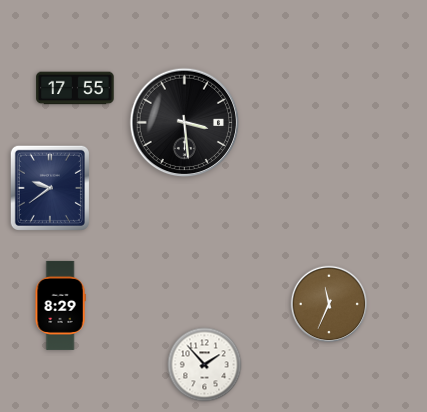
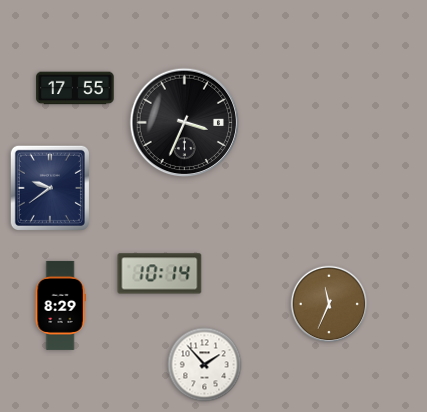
clock at (185, 123): 3:29 -> 3:34
clock at (160, 274): none -> 10:14
